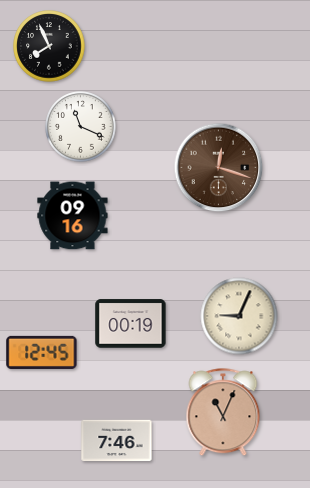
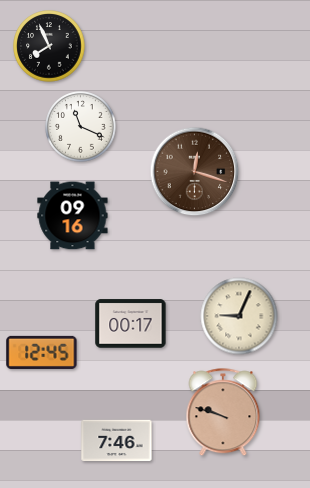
clock at (219, 168) position: (219, 168) -> (195, 172)
clock at (131, 324): 00:19 -> 00:17
clock at (223, 413): 11:04 -> 9:48
